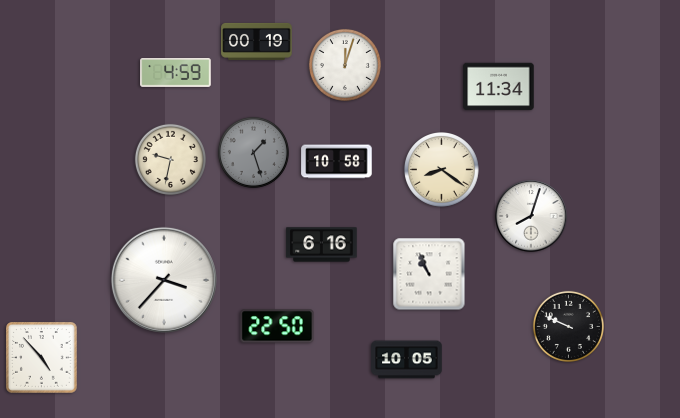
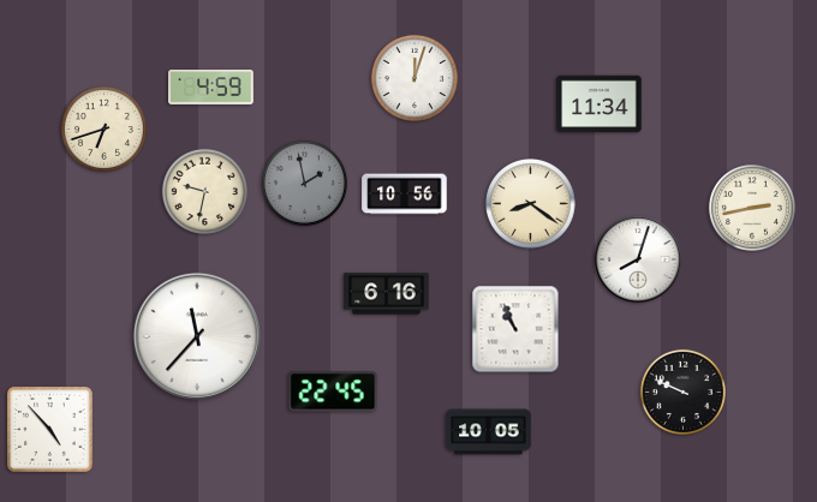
clock at (257, 41): 00:19 -> none
clock at (103, 129): none -> 6:42
clock at (253, 152): 1:27 -> 1:58
clock at (337, 162): 10:58 -> 10:56
clock at (752, 208): none -> 2:43
clock at (164, 280): 3:37 -> 11:37
clock at (277, 326): 22:50 -> 22:45
